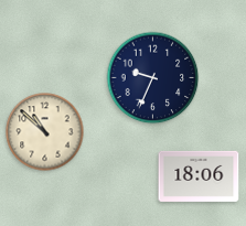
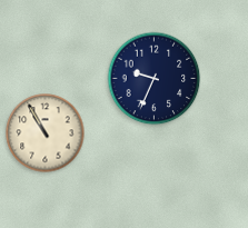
clock at (45, 132): 10:52 -> 10:55
clock at (199, 176): 18:06 -> none
